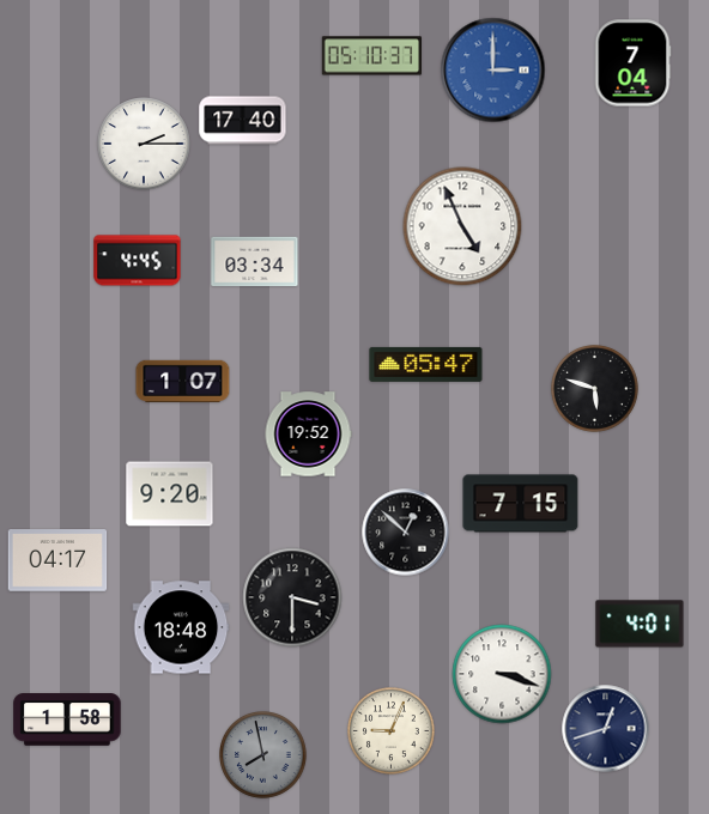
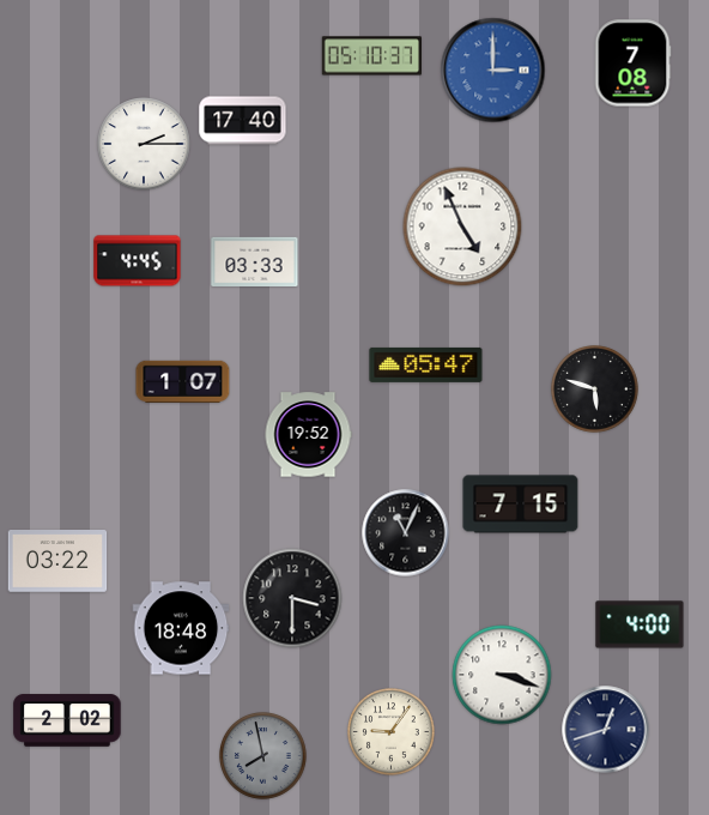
clock at (632, 63): 7:04 -> 7:08
clock at (255, 261): 03:34 -> 03:33
clock at (170, 494): 9:20 -> none
clock at (406, 533): 12:52 -> 11:04
clock at (57, 561): 04:17 -> 03:22
clock at (640, 624): 4:01 -> 4:00
clock at (67, 719): 1:58 -> 2:02
clock at (392, 731): 9:04 -> 9:06
